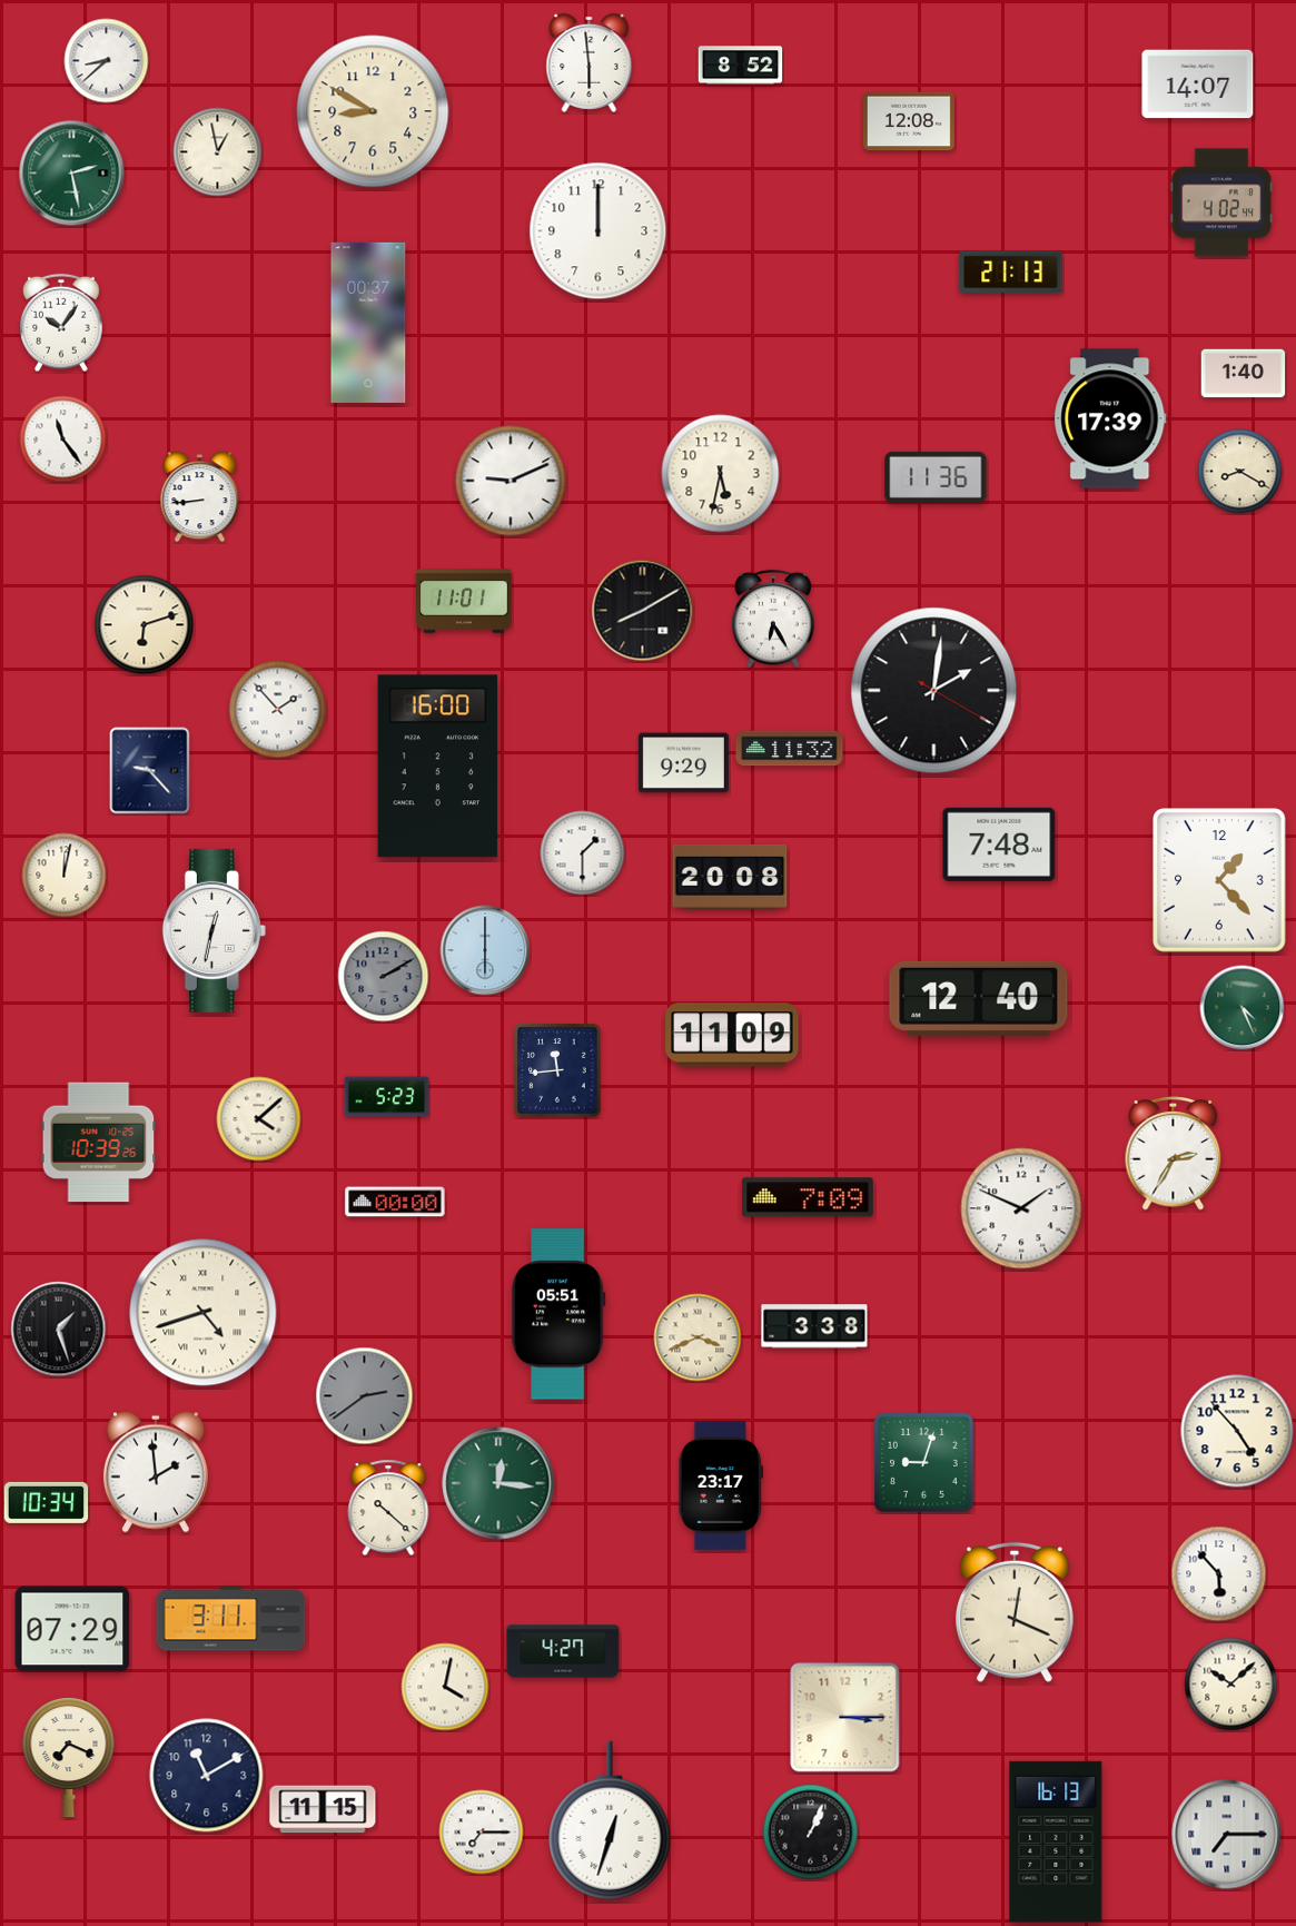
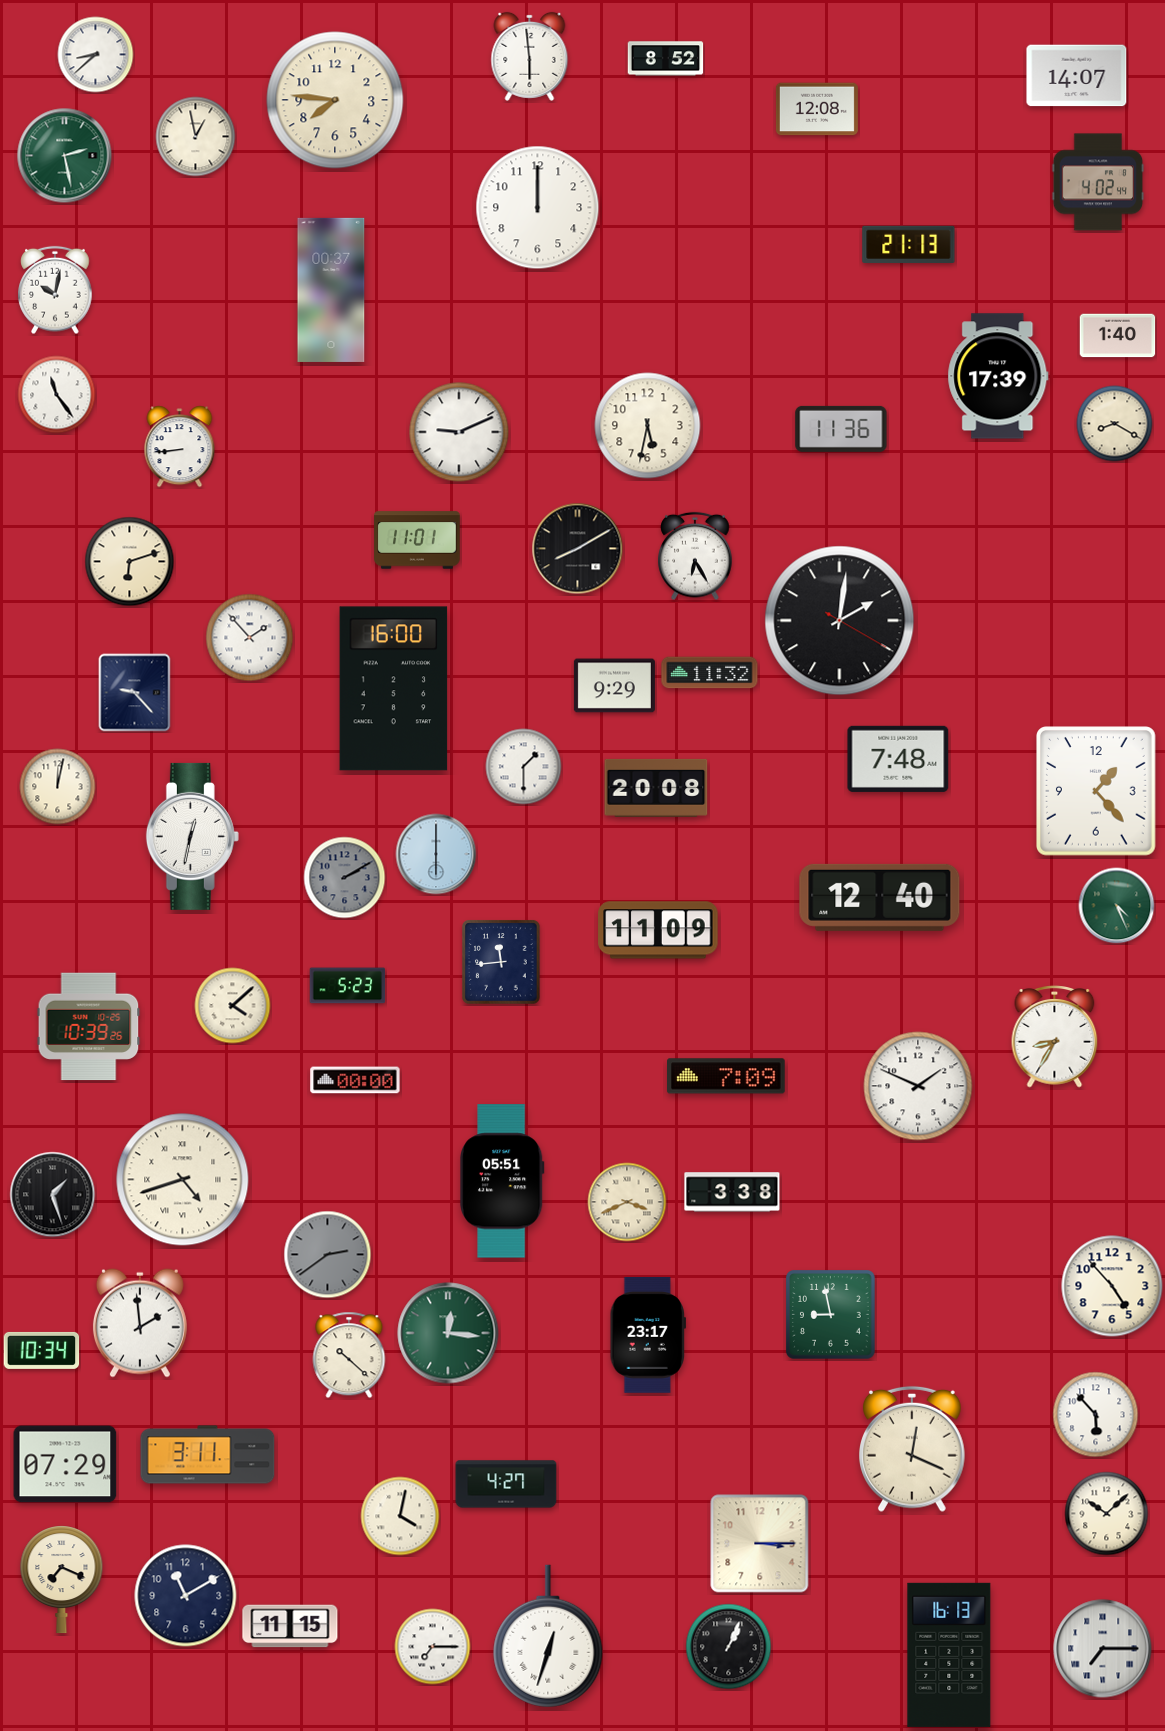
clock at (373, 111): 8:50 -> 7:46
clock at (61, 323): 10:06 -> 10:02
clock at (1174, 1154): 2:35 -> 8:35
clock at (924, 1463): 9:03 -> 8:58
